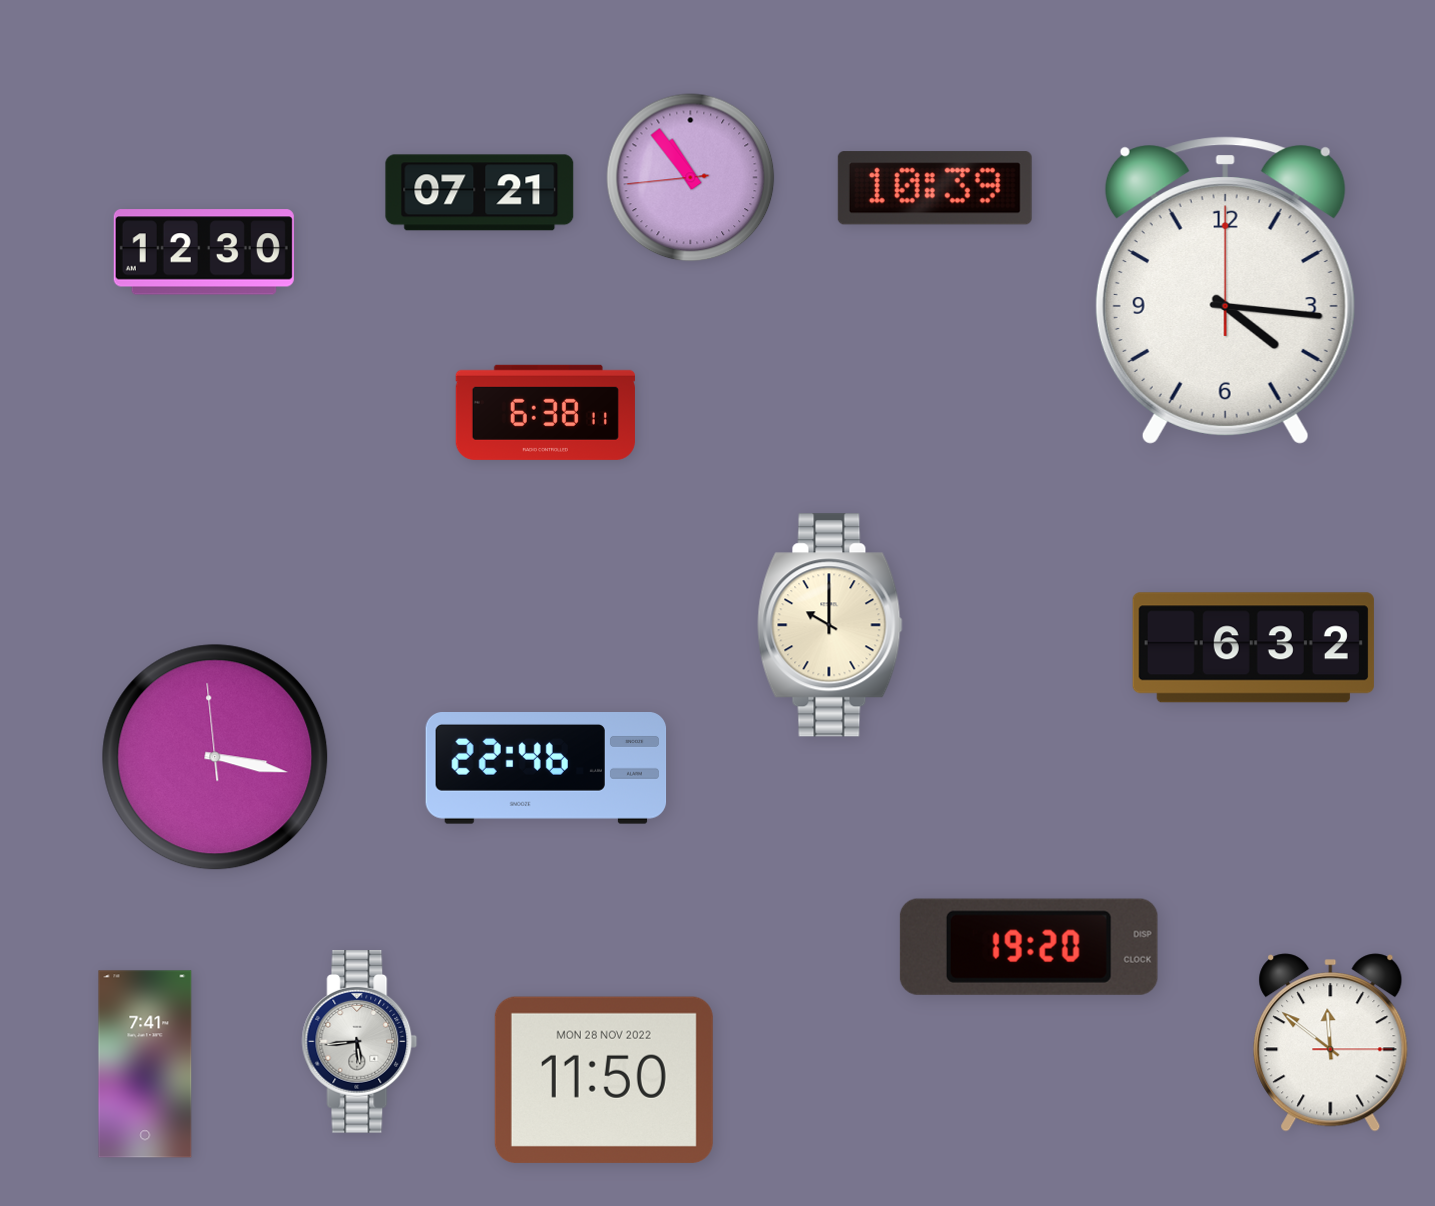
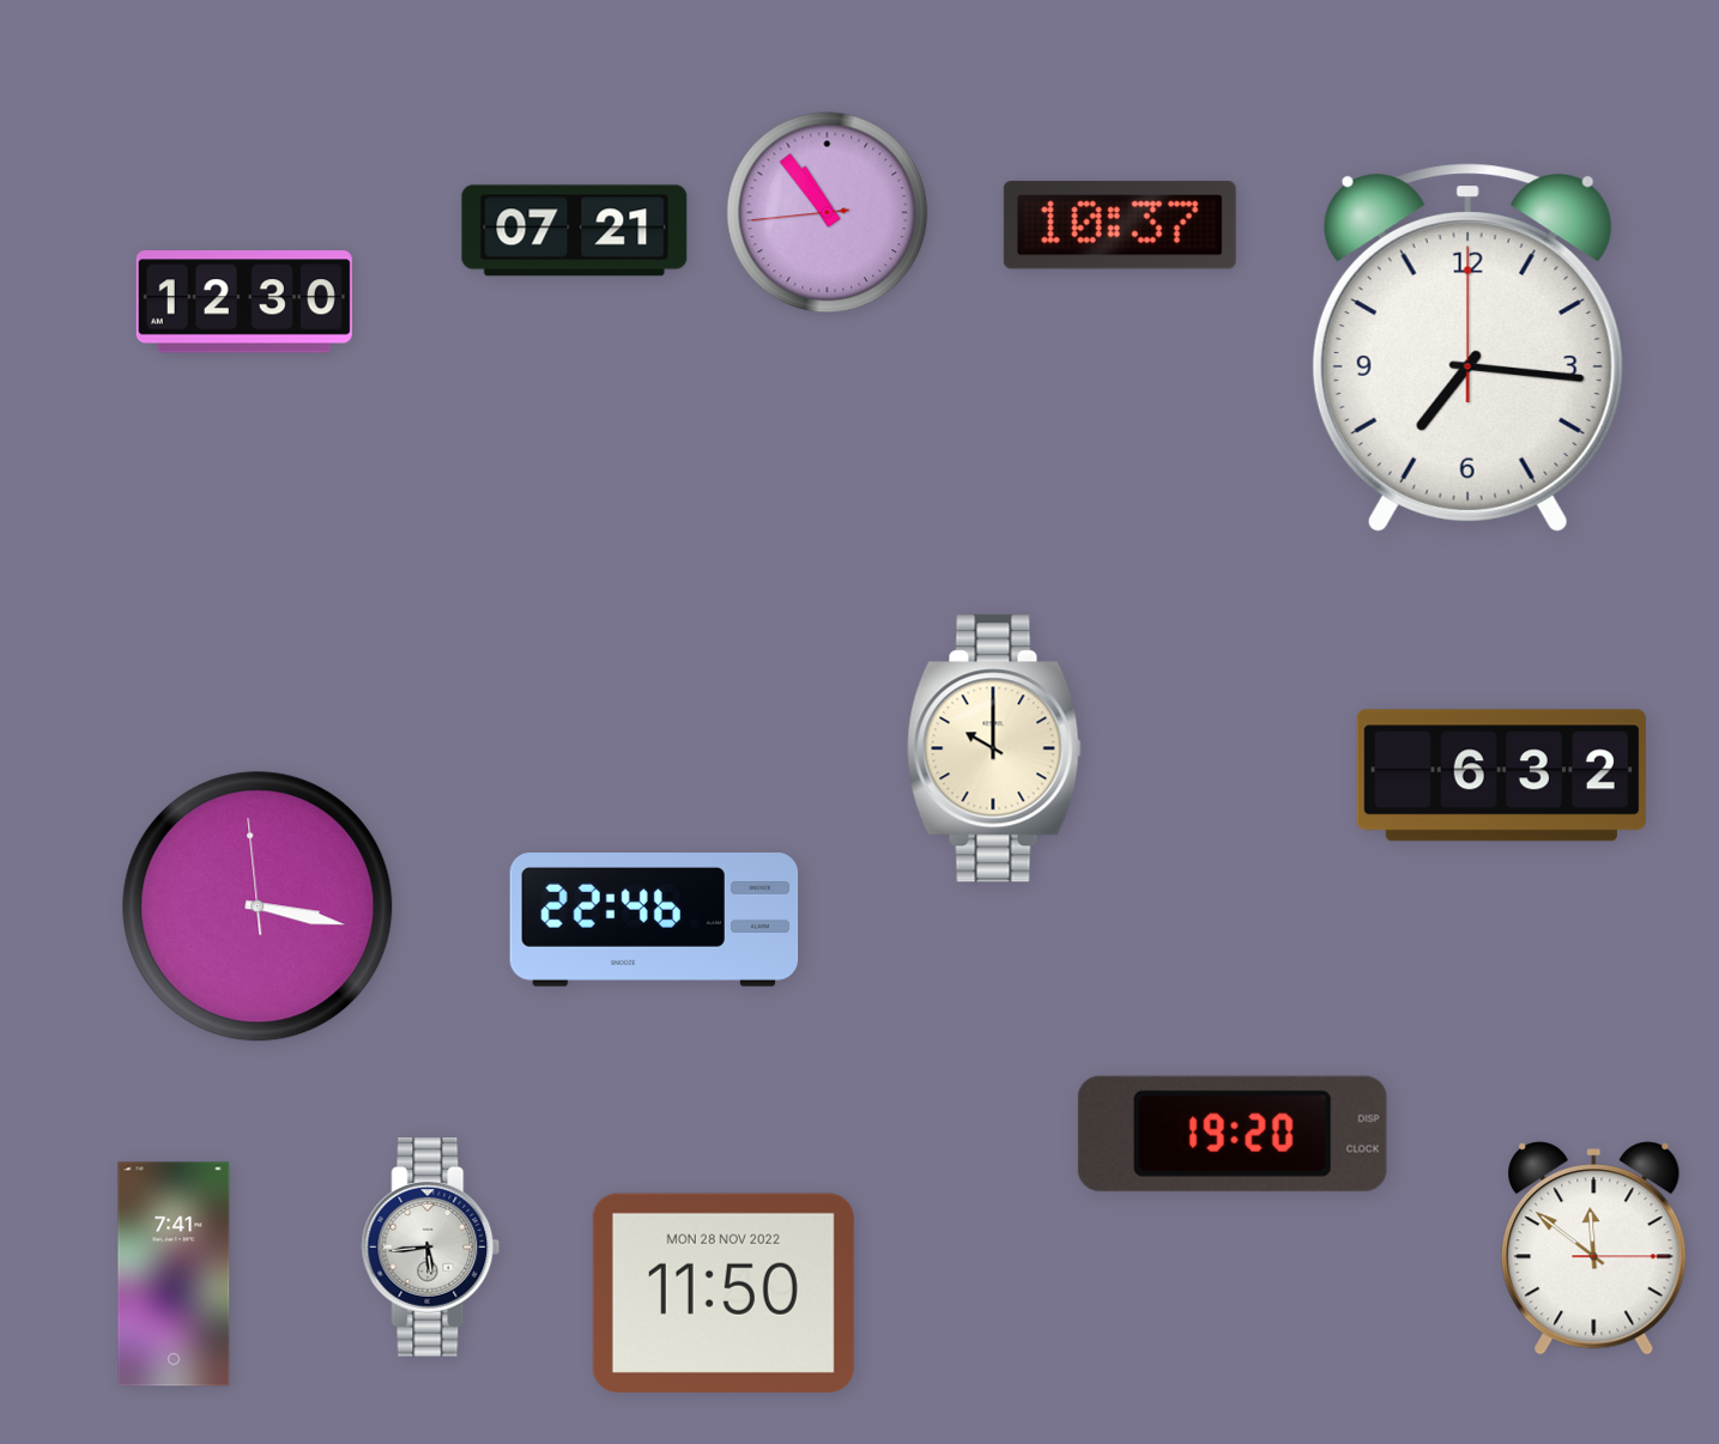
clock at (935, 188): 10:39 -> 10:37
clock at (1225, 290): 4:16 -> 7:16
clock at (545, 412): 6:38 -> none
